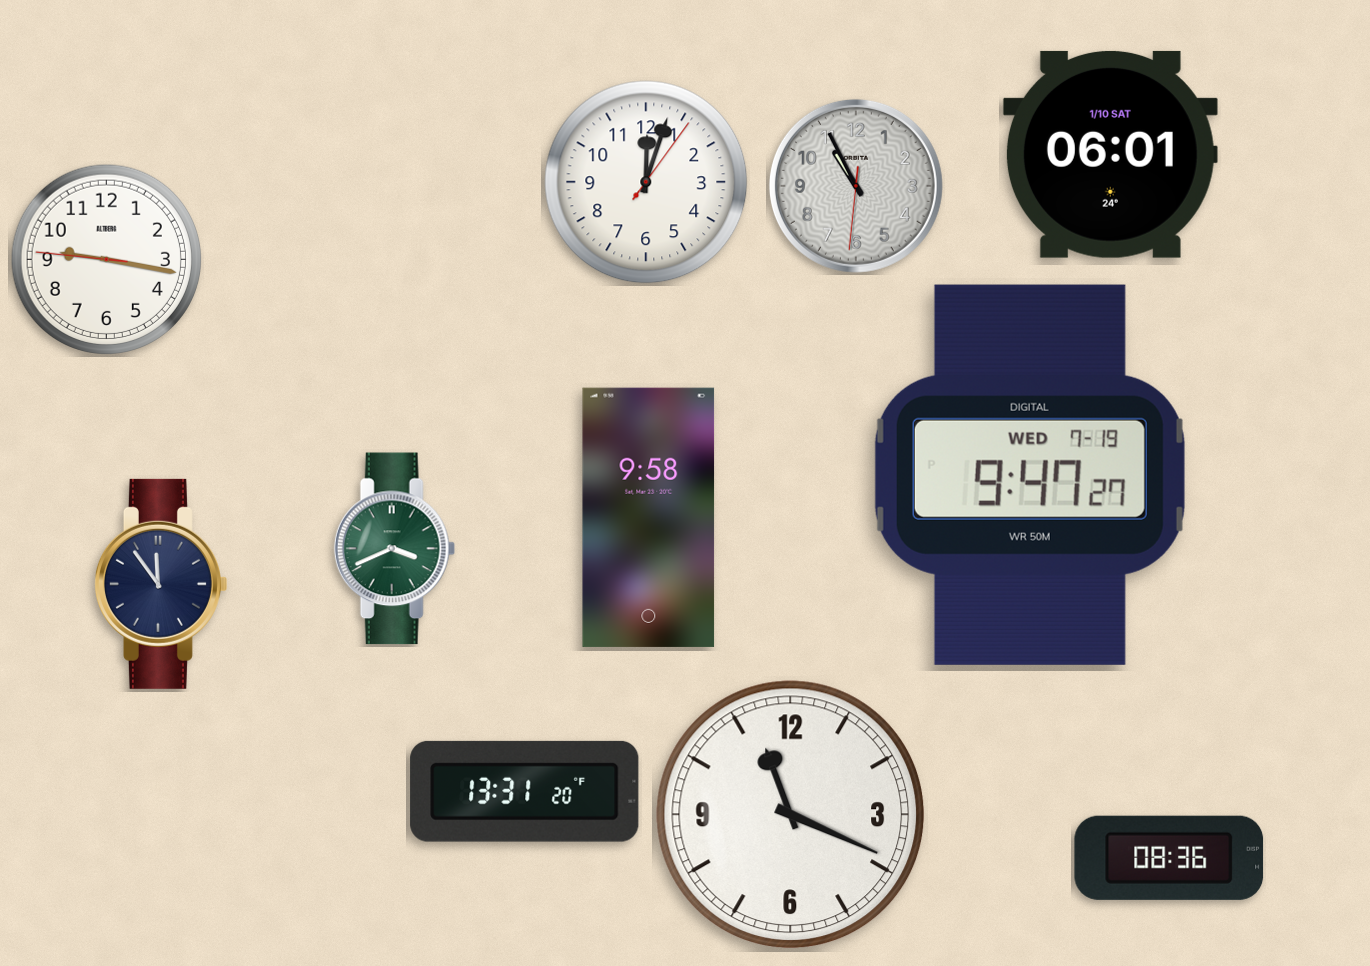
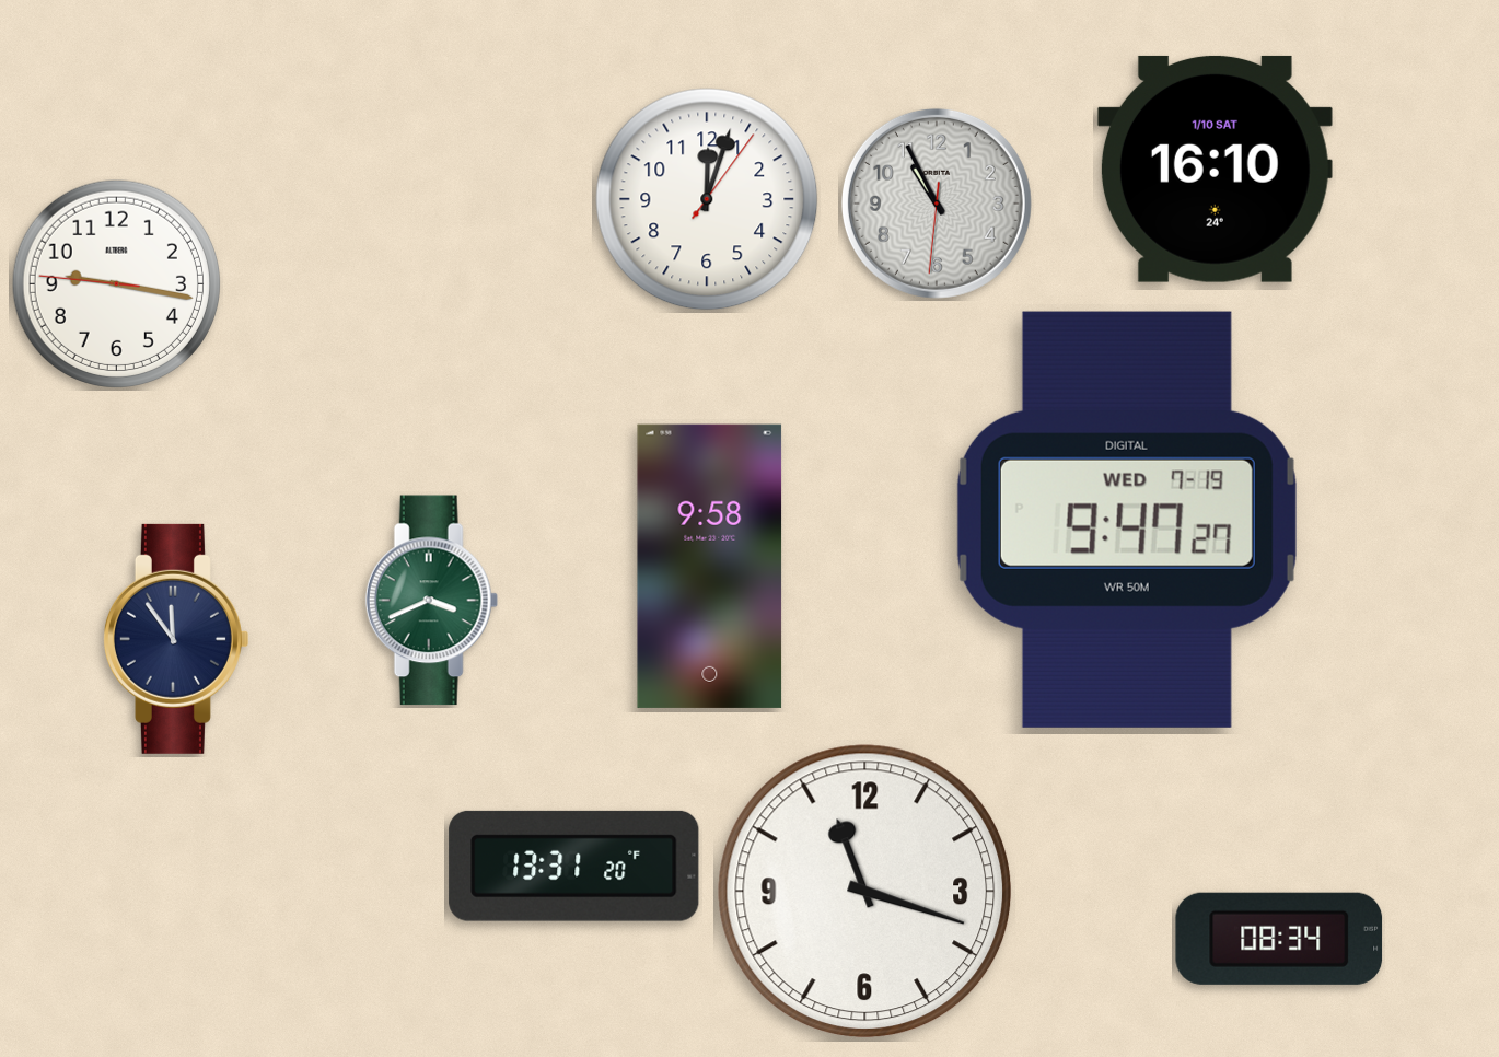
clock at (1110, 154): 06:01 -> 16:10
clock at (791, 815): 11:19 -> 11:18
clock at (1169, 858): 08:36 -> 08:34
